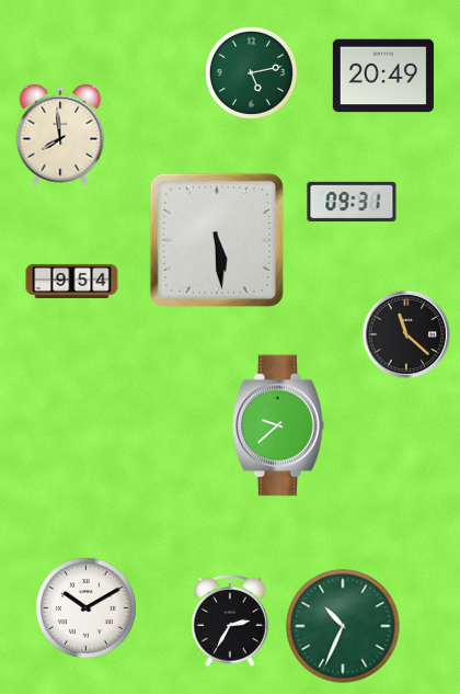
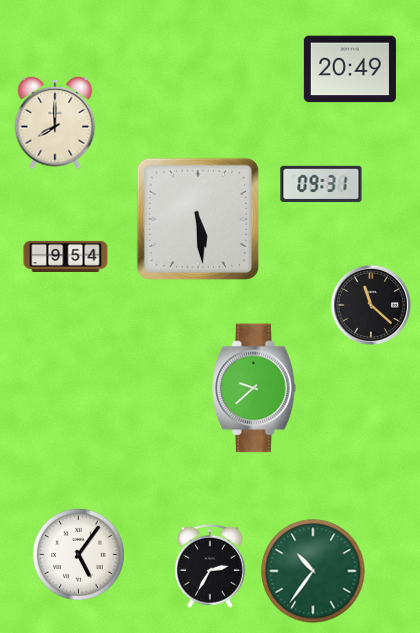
clock at (251, 72): 5:13 -> none
clock at (60, 135): 7:59 -> 8:00
clock at (85, 607): 10:10 -> 5:06
clock at (343, 626): 10:34 -> 10:36
